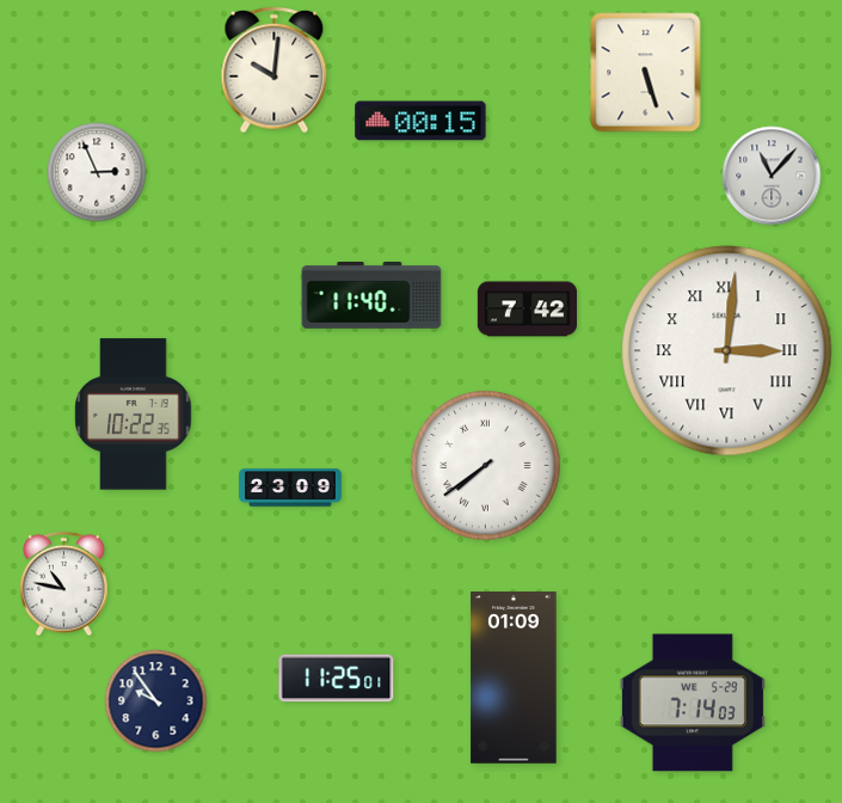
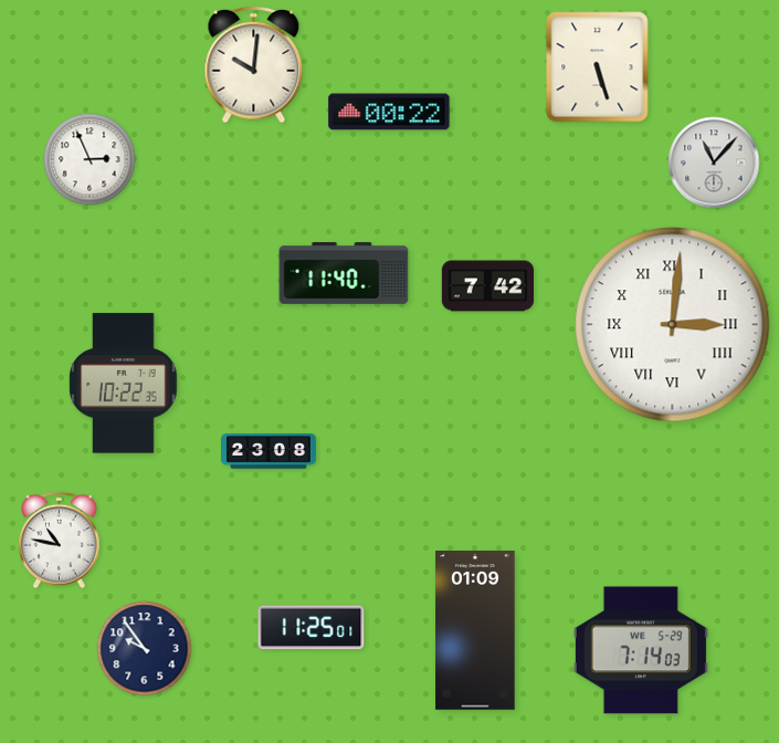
clock at (420, 121): 00:15 -> 00:22
clock at (486, 466): 7:39 -> none
clock at (291, 488): 23:09 -> 23:08
clock at (514, 679) position: (514, 679) -> (475, 631)
